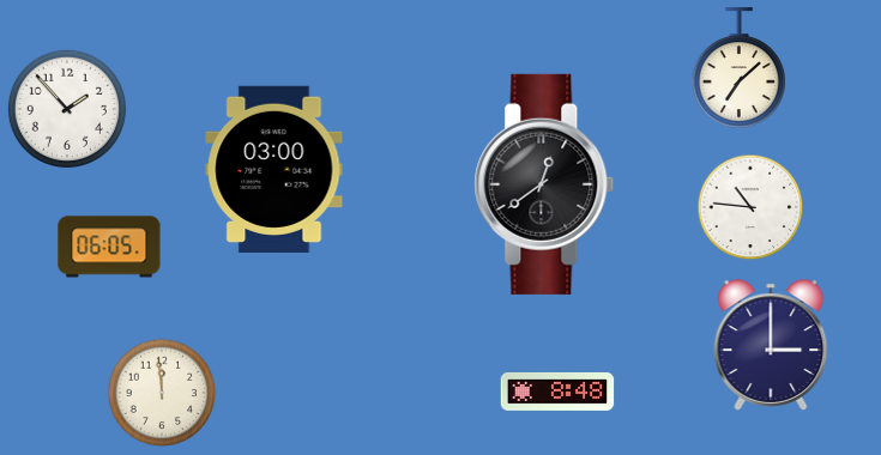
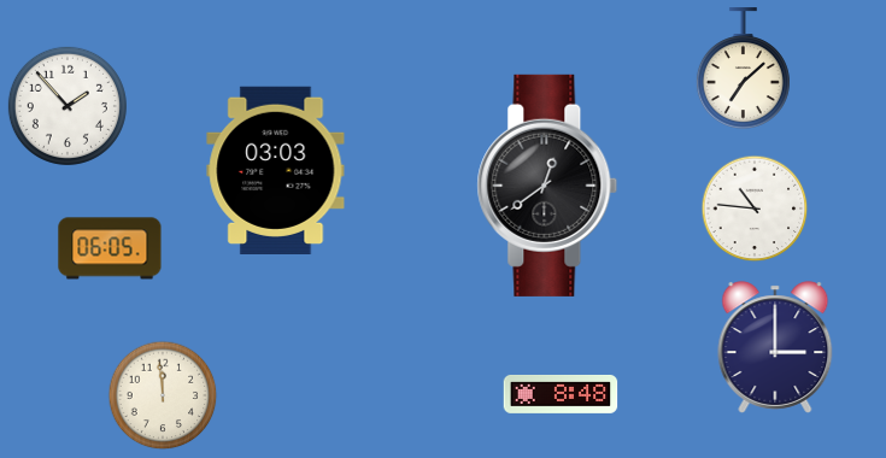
clock at (67, 109) position: (67, 109) -> (68, 106)
clock at (274, 169): 03:00 -> 03:03
